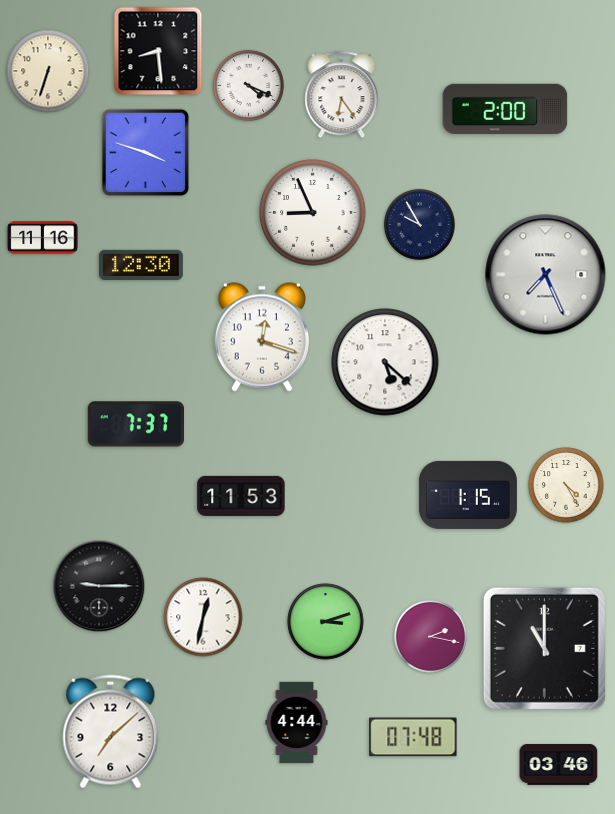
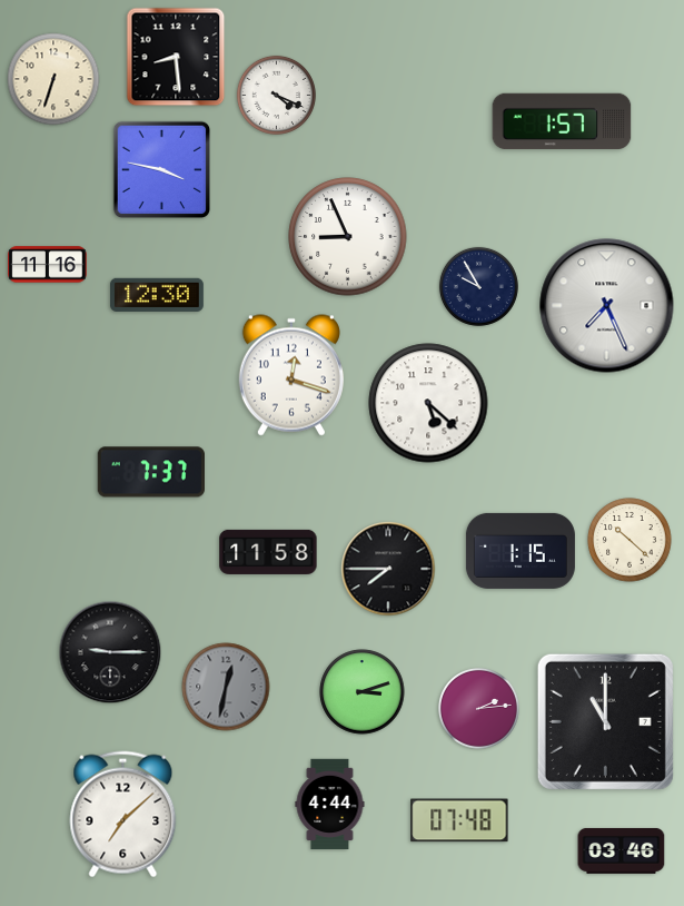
clock at (342, 95): 6:24 -> none
clock at (505, 109): 2:00 -> 1:57
clock at (146, 153): 3:48 -> 3:47
clock at (419, 224) position: (419, 224) -> (478, 286)
clock at (566, 485): 4:25 -> 10:22
clock at (241, 496): 11:53 -> 11:58
clock at (388, 569): none -> 7:45
clock at (203, 617) dial: white -> grey
clock at (430, 636): 2:17 -> 2:14
